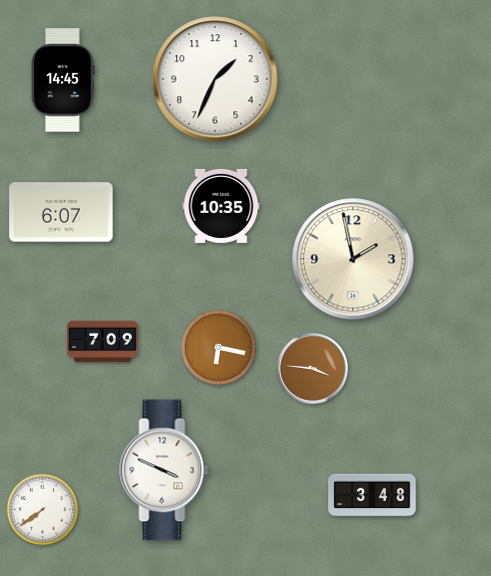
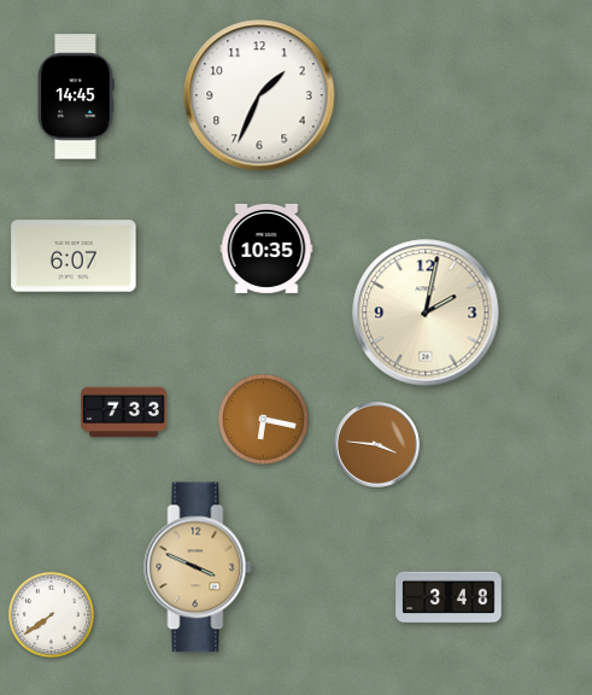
clock at (353, 259): 1:58 -> 2:02
clock at (103, 342): 7:09 -> 7:33
clock at (164, 470) dial: white -> champagne
